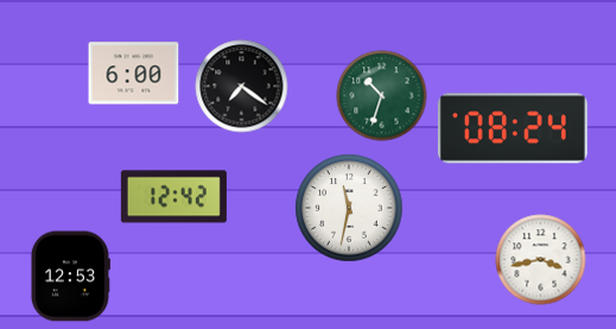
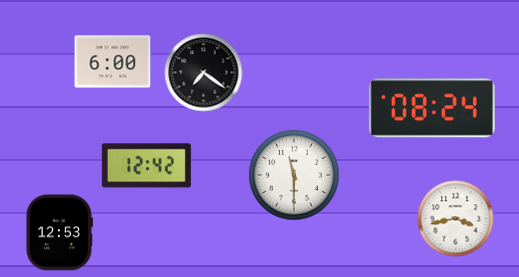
clock at (382, 96): 10:33 -> none
clock at (349, 208): 11:32 -> 11:30
